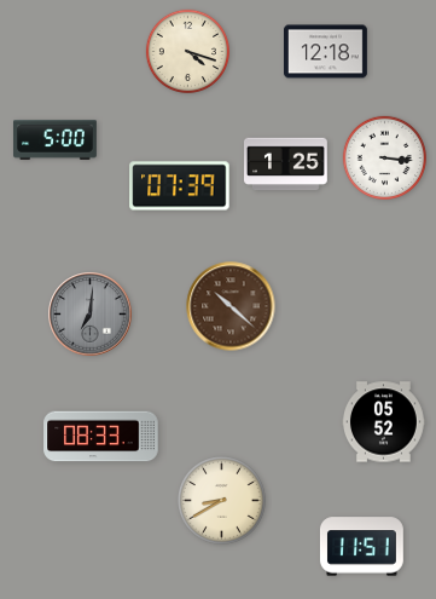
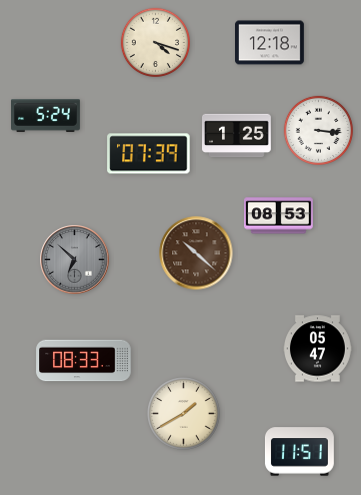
clock at (56, 140): 5:00 -> 5:24
clock at (279, 216): none -> 08:53
clock at (231, 306) position: (231, 306) -> (196, 253)
clock at (91, 315): 7:01 -> 6:52
clock at (384, 422): 05:52 -> 05:47
clock at (222, 501): 8:40 -> 1:40
